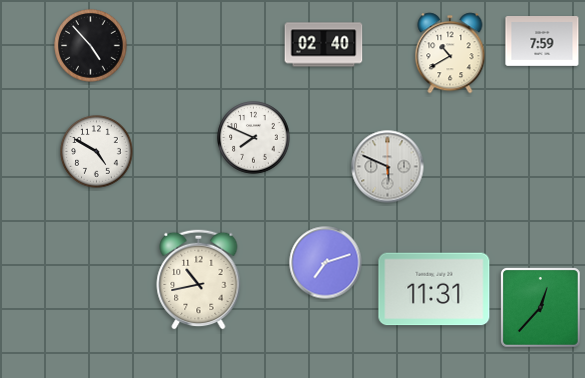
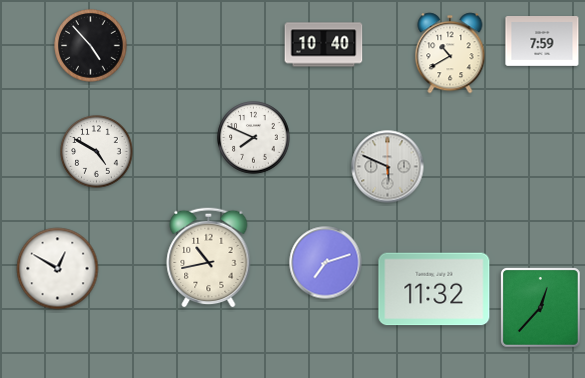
clock at (324, 45): 02:40 -> 10:40
clock at (58, 269): none -> 12:50
clock at (199, 279) position: (199, 279) -> (209, 257)
clock at (434, 289): 11:31 -> 11:32
